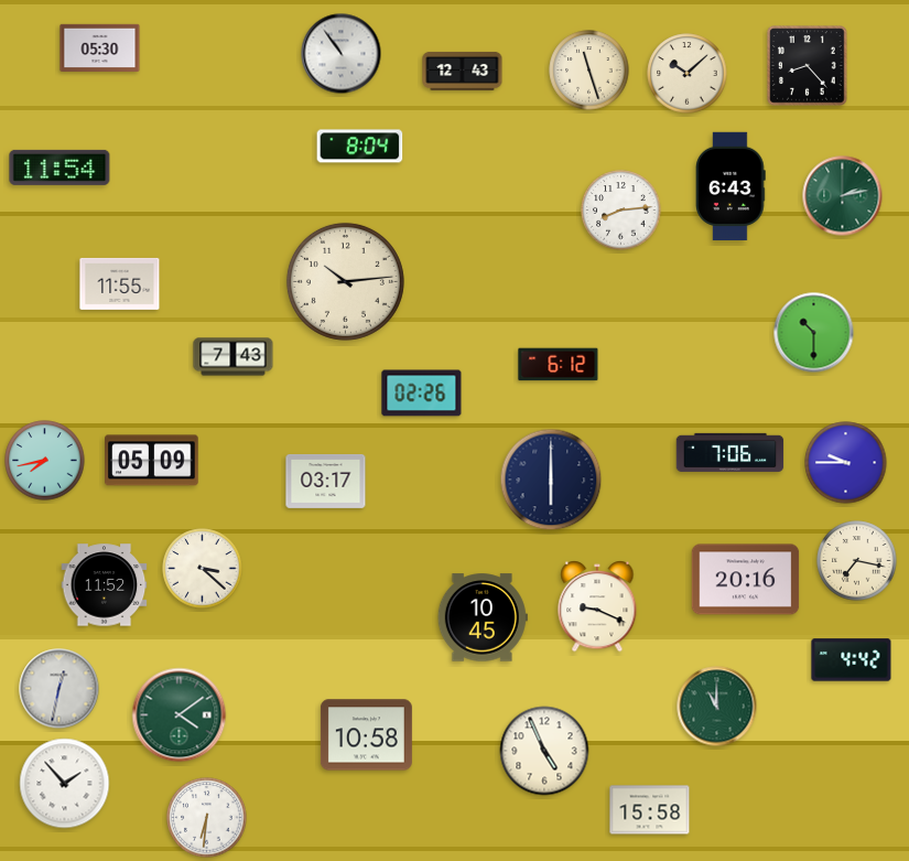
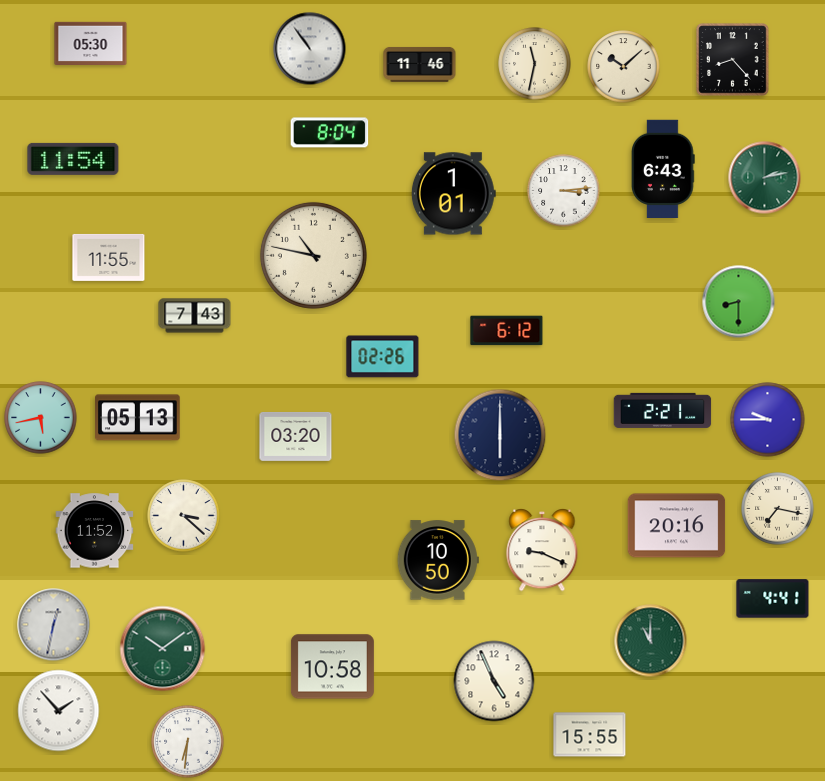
clock at (463, 71): 12:43 -> 11:46
clock at (589, 71): 11:27 -> 11:32
clock at (360, 147) position: (360, 147) -> (330, 133)
clock at (59, 168) position: (59, 168) -> (73, 159)
clock at (621, 211): 8:14 -> 3:14
clock at (453, 194): none -> 1:01
clock at (345, 281): 10:14 -> 10:47
clock at (814, 333): 10:30 -> 8:30
clock at (234, 357) position: (234, 357) -> (195, 316)
clock at (731, 452): 7:06 -> 2:21
clock at (45, 461): 7:43 -> 5:43
clock at (152, 461): 05:09 -> 05:13
clock at (326, 481): 03:17 -> 03:20
clock at (483, 617): 10:45 -> 10:50
clock at (852, 660): 4:42 -> 4:41
clock at (180, 715): 4:09 -> 10:09
clock at (650, 810): 15:58 -> 15:55
